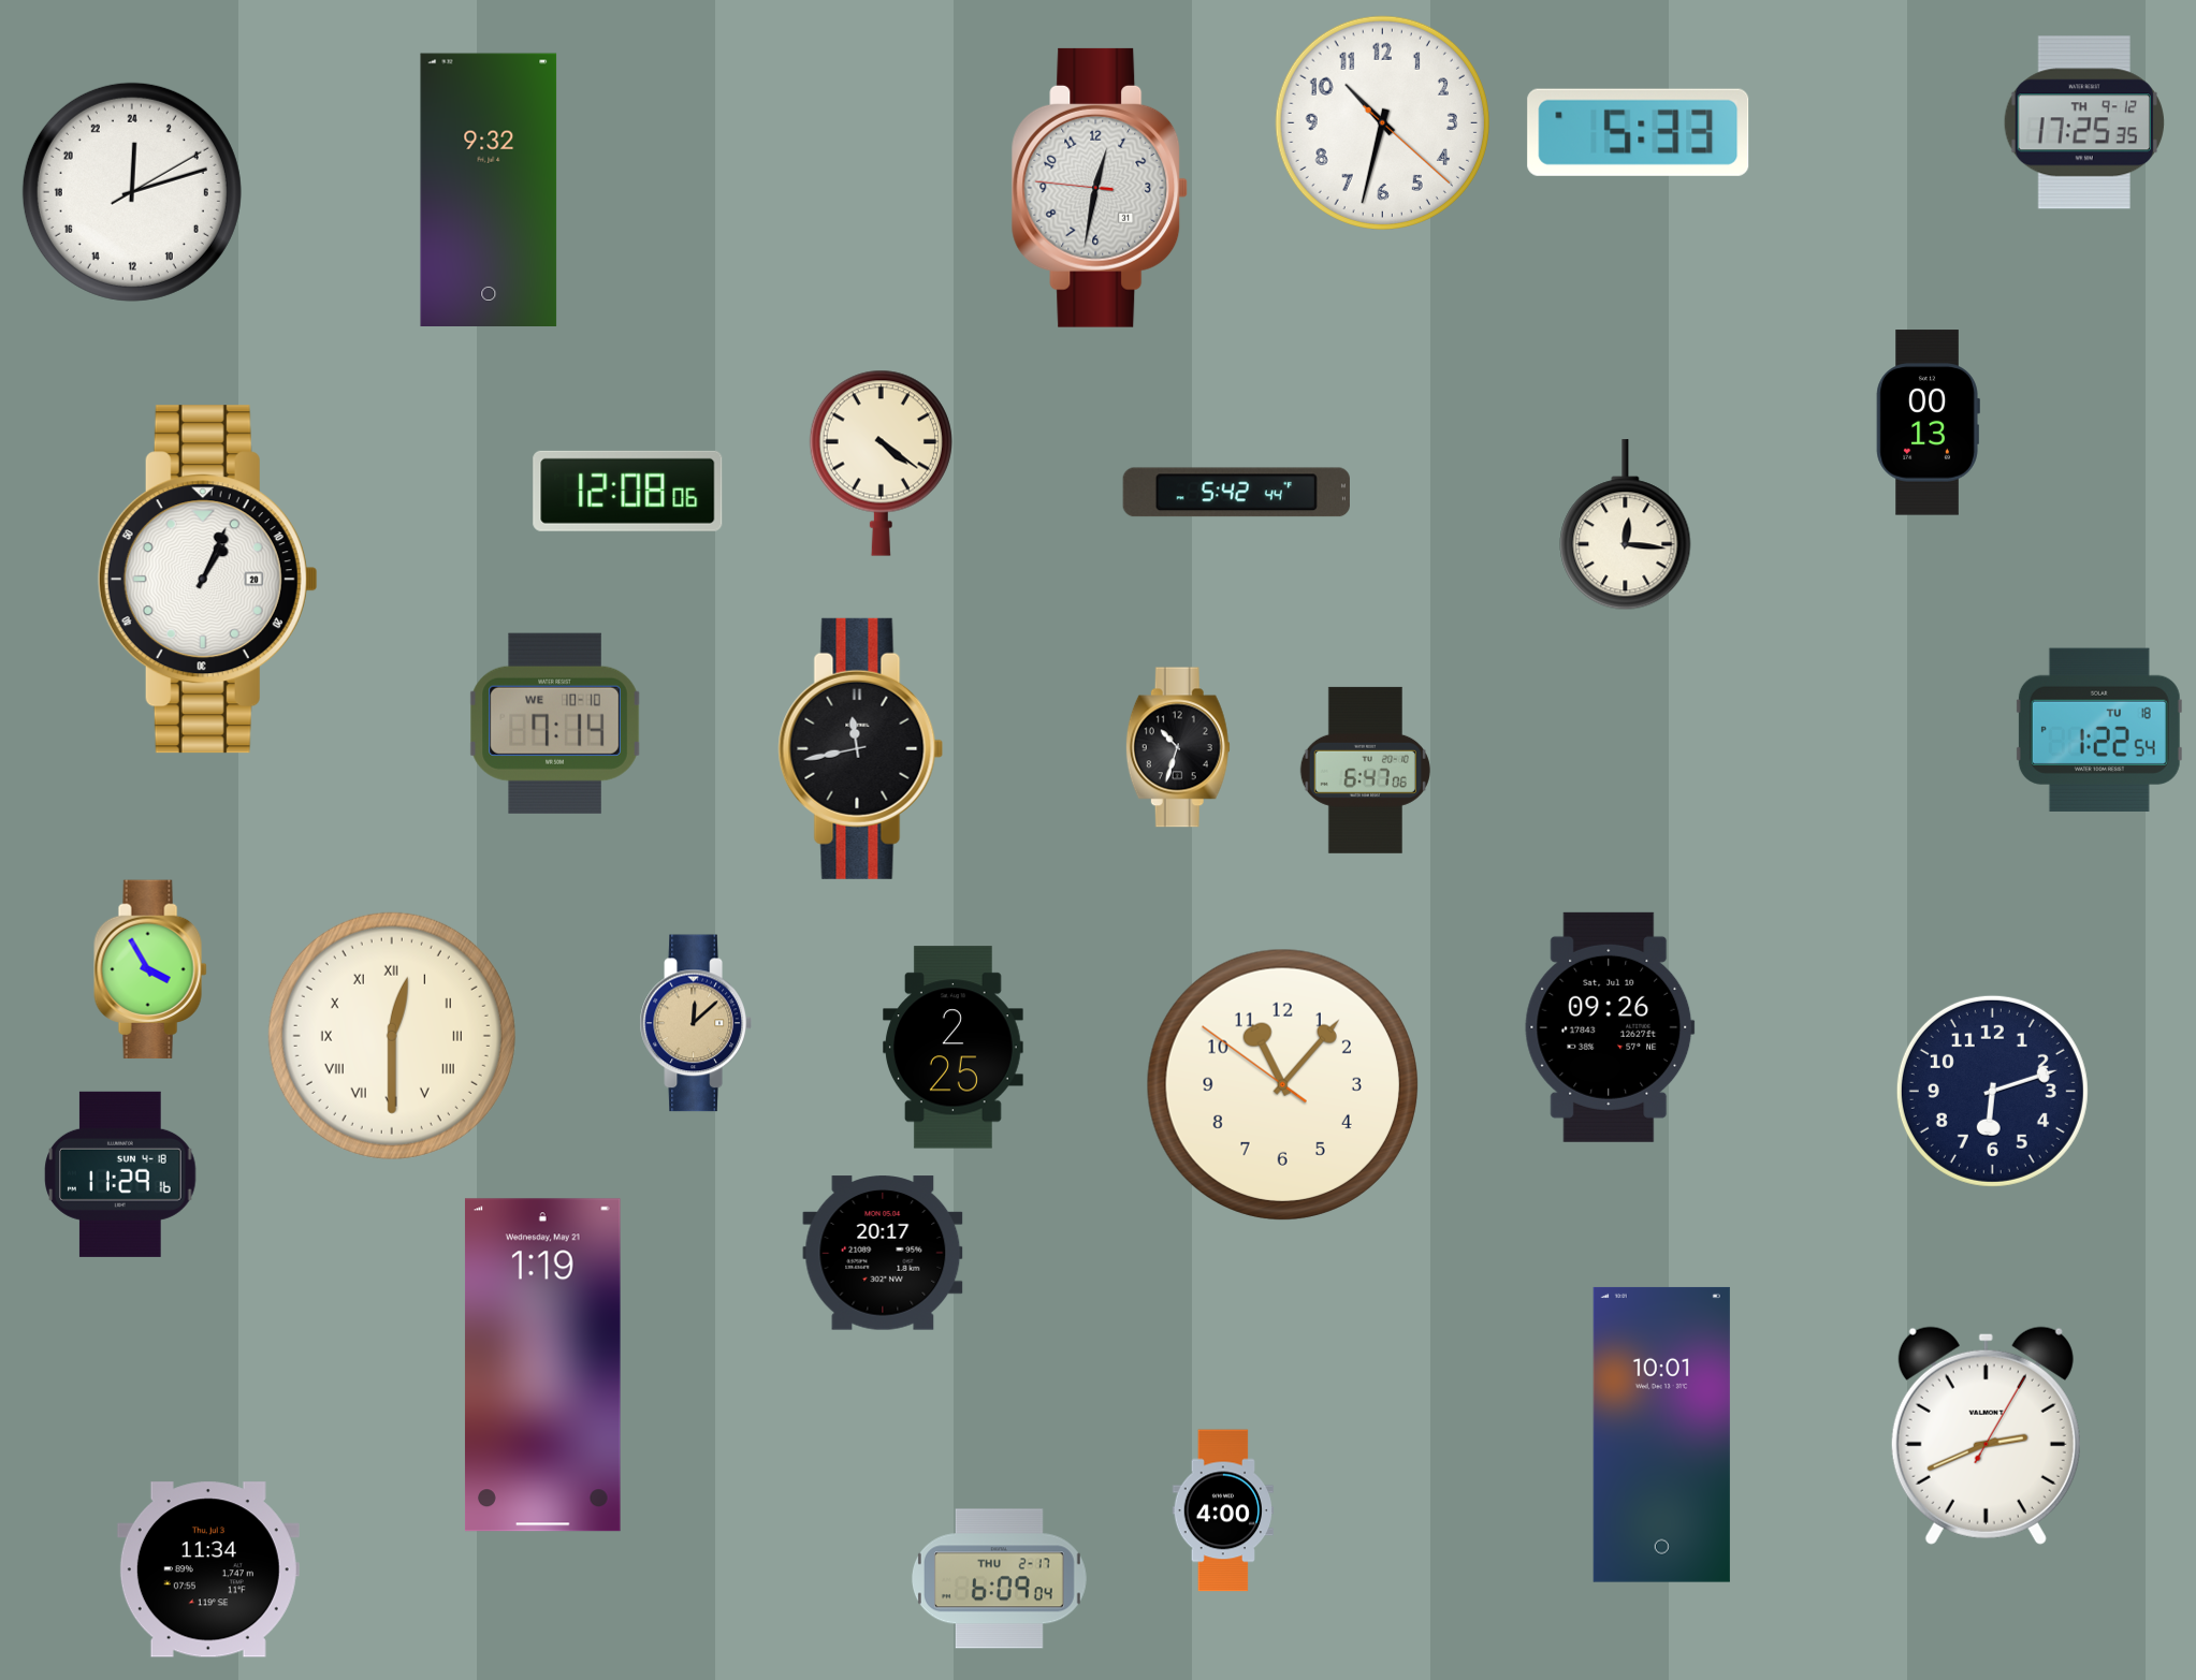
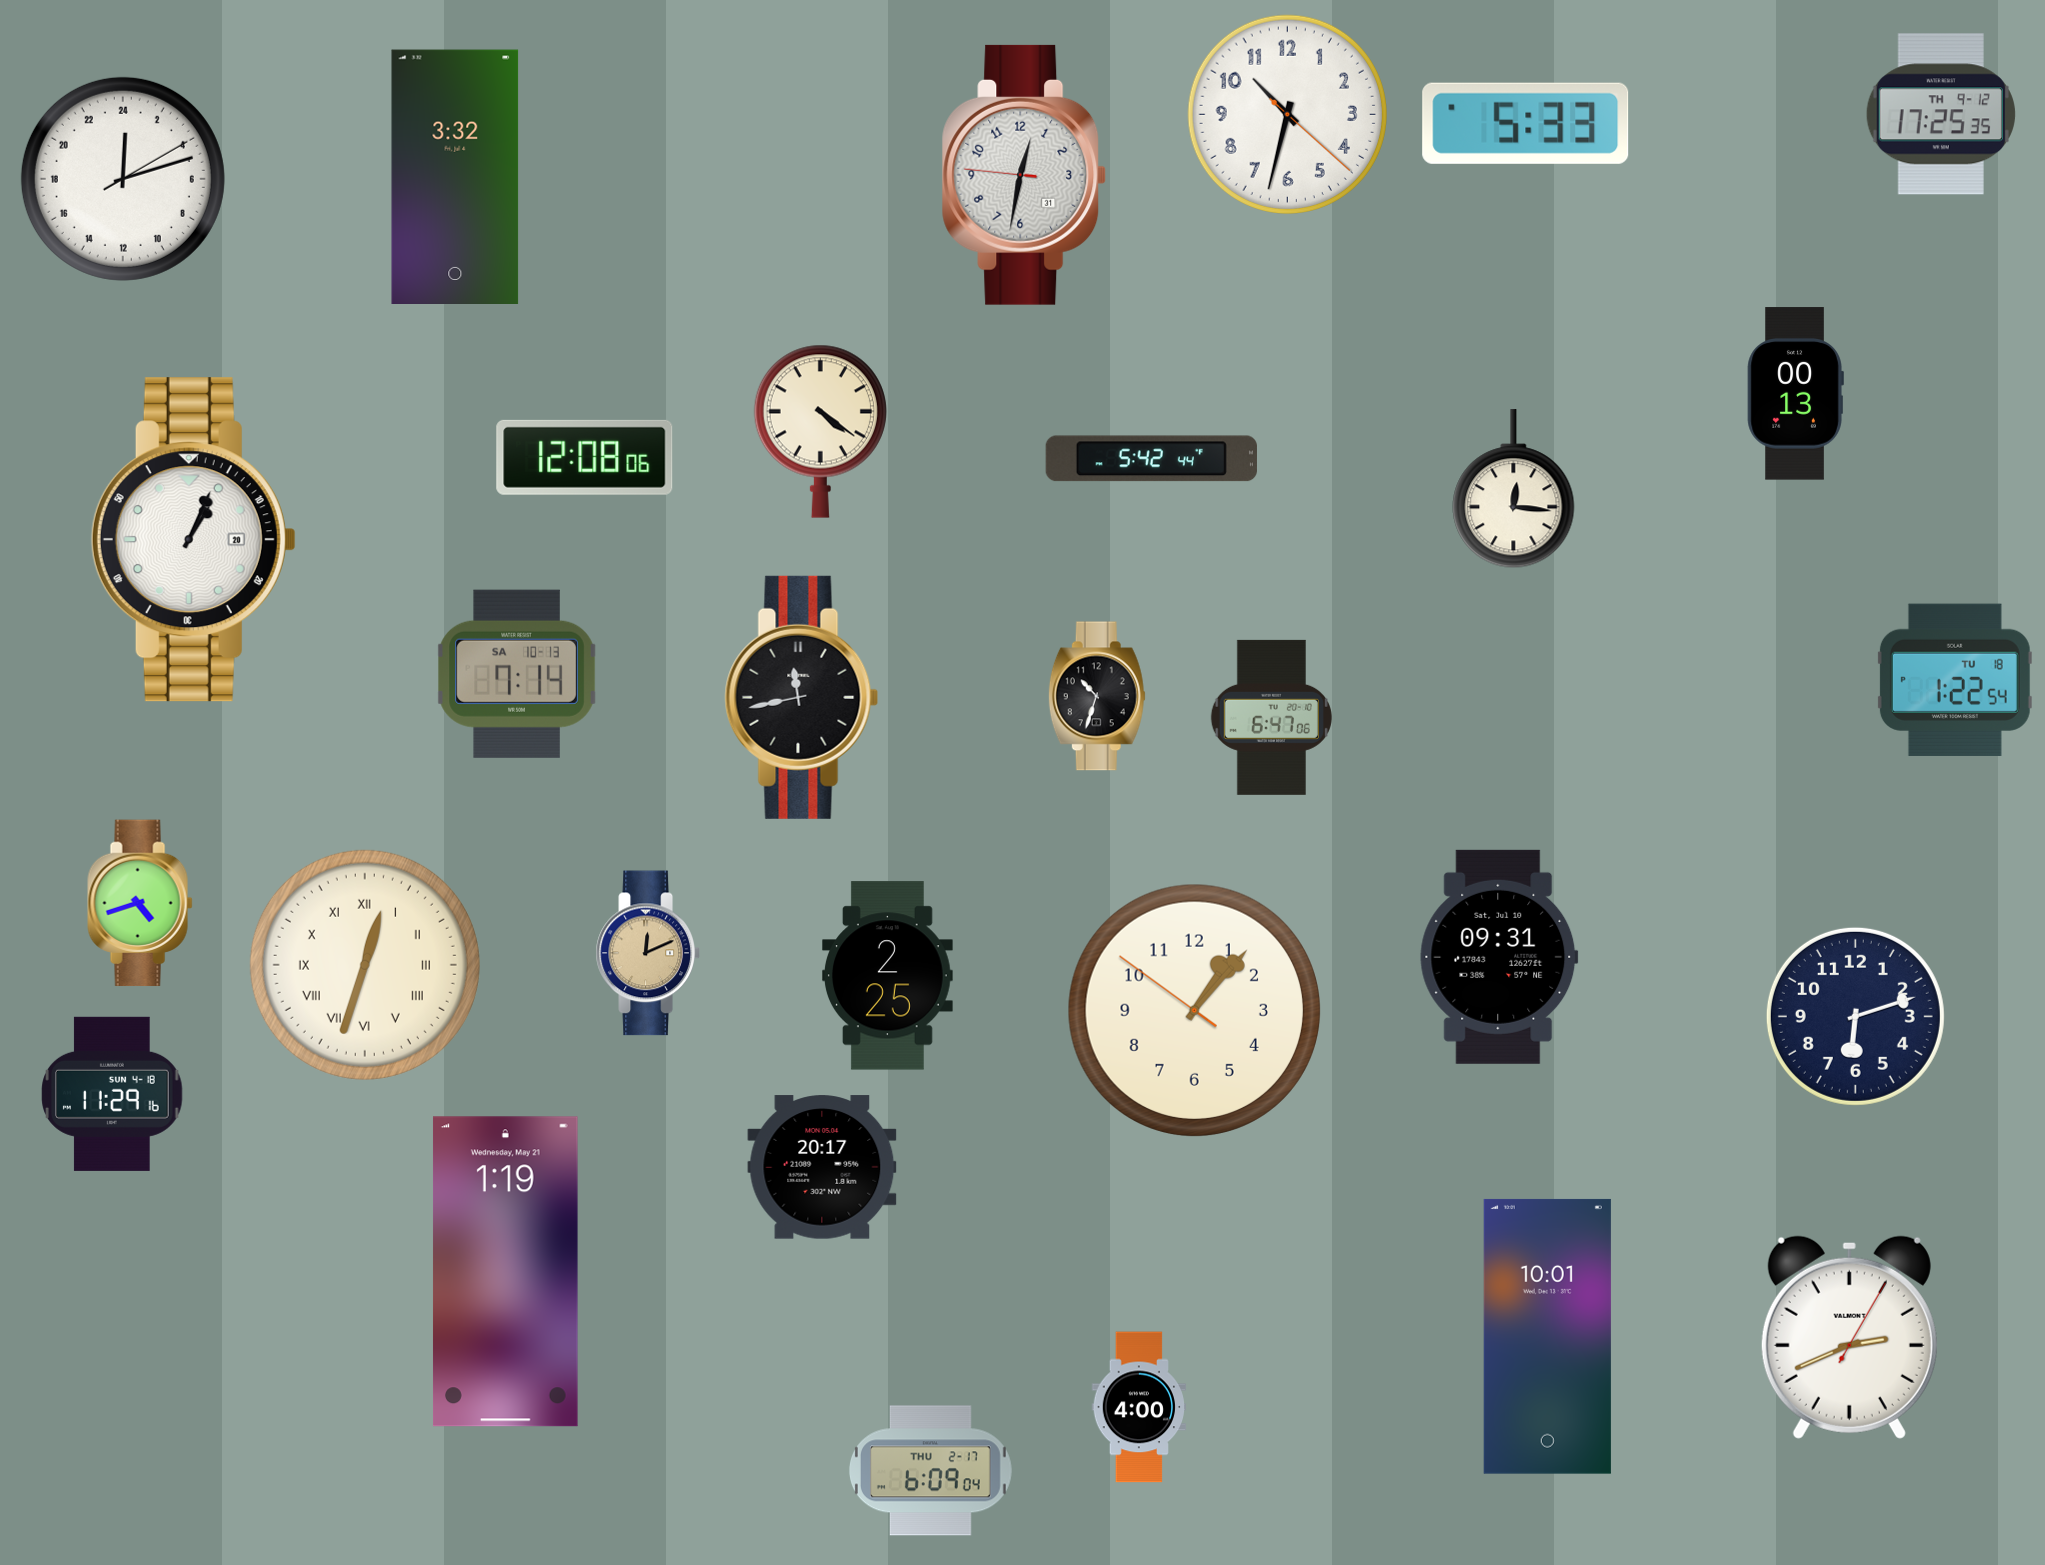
clock at (489, 189): 9:32 -> 3:32
clock at (555, 724) date: WE 10-10 -> SA 10-13
clock at (150, 969): 3:55 -> 4:42
clock at (696, 1023): 12:08 -> 12:11
clock at (1610, 1027): 09:26 -> 09:31
clock at (392, 1036): 12:30 -> 12:33
clock at (1282, 1084): 11:06 -> 1:06
clock at (208, 1569): 11:34 -> none
